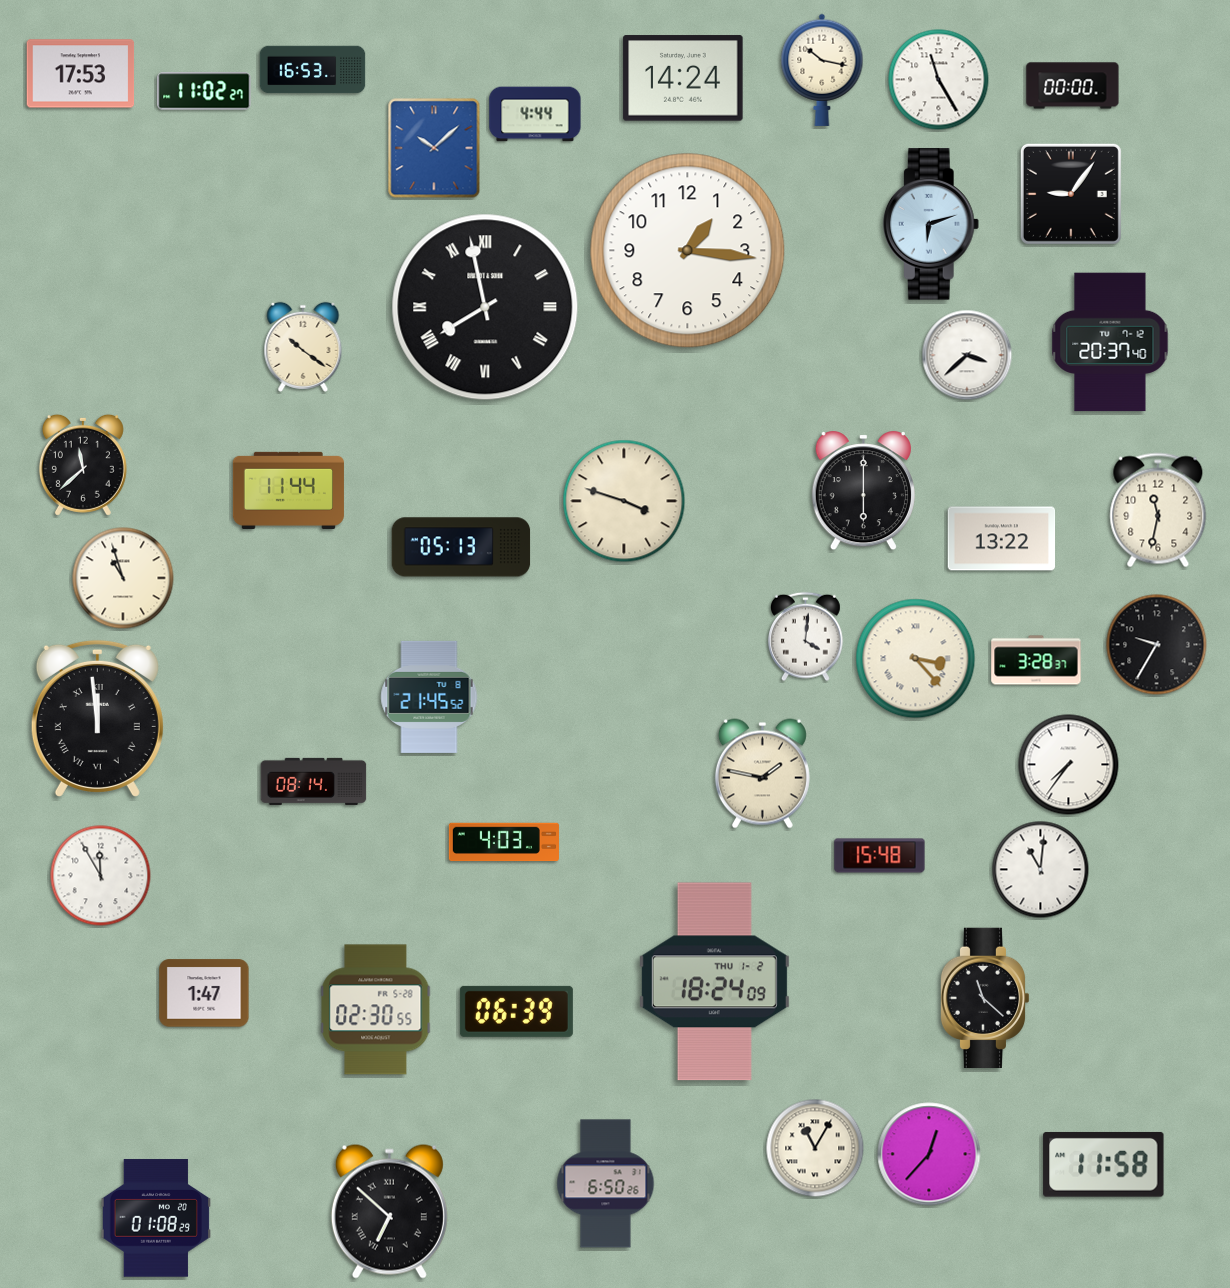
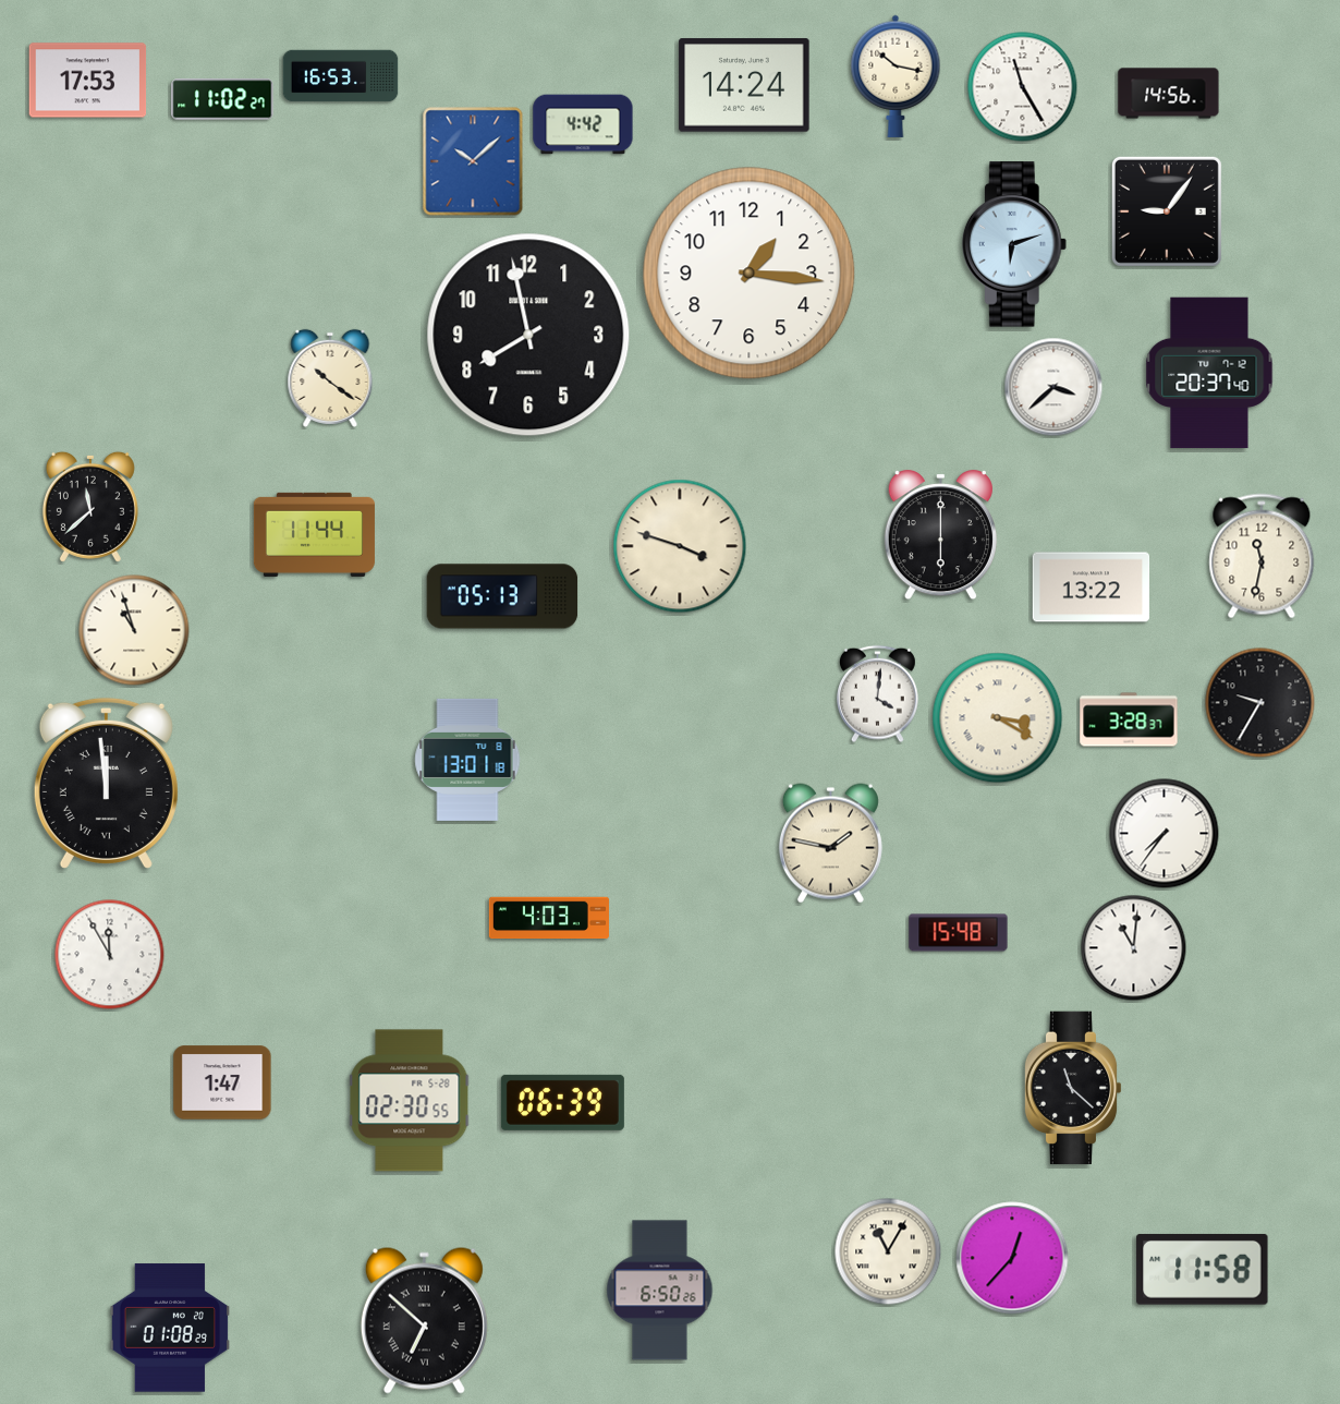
clock at (1073, 86): 00:00 -> 14:56
clock at (535, 114): 4:44 -> 4:42
clock at (485, 307) numerals: Roman -> Arabic
clock at (916, 659): 3:23 -> 3:20
clock at (429, 697): 21:45 -> 13:01
clock at (314, 781): 08:14 -> none
clock at (714, 982): 18:24 -> none
